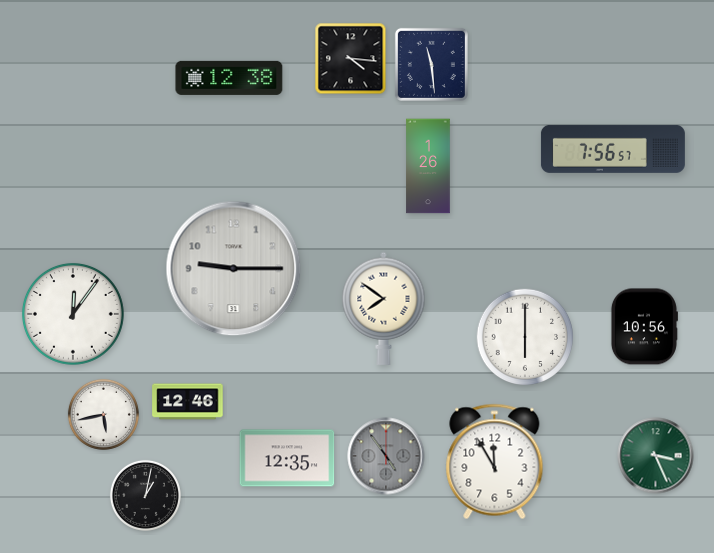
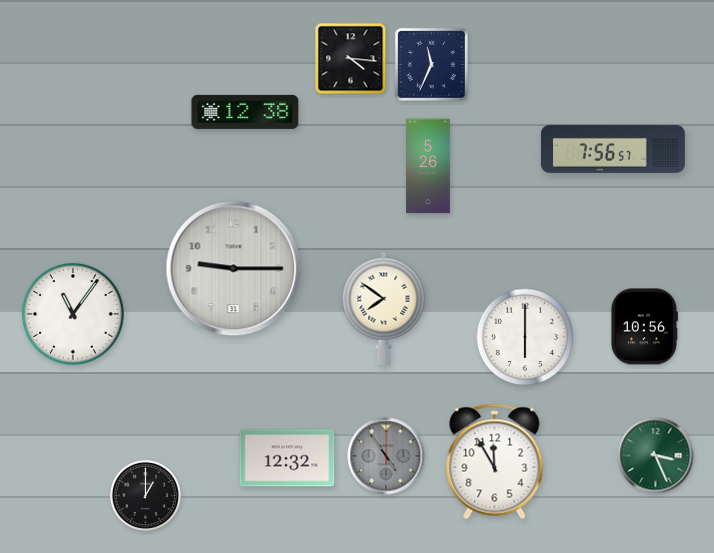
clock at (431, 64): 11:29 -> 11:34
clock at (229, 78) position: (229, 78) -> (245, 112)
clock at (428, 166): 1:26 -> 5:26
clock at (73, 314): 12:06 -> 11:06
clock at (188, 402): 12:46 -> none
clock at (103, 414): 5:43 -> none
clock at (287, 458): 12:35 -> 12:32
clock at (145, 495): 1:02 -> 1:00
